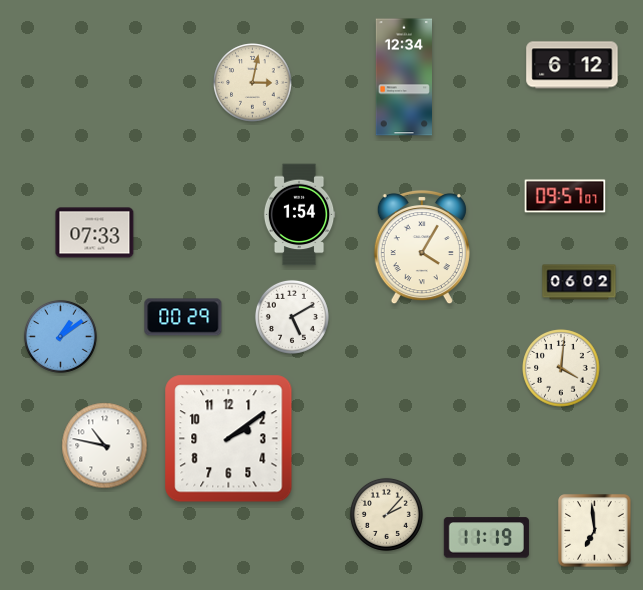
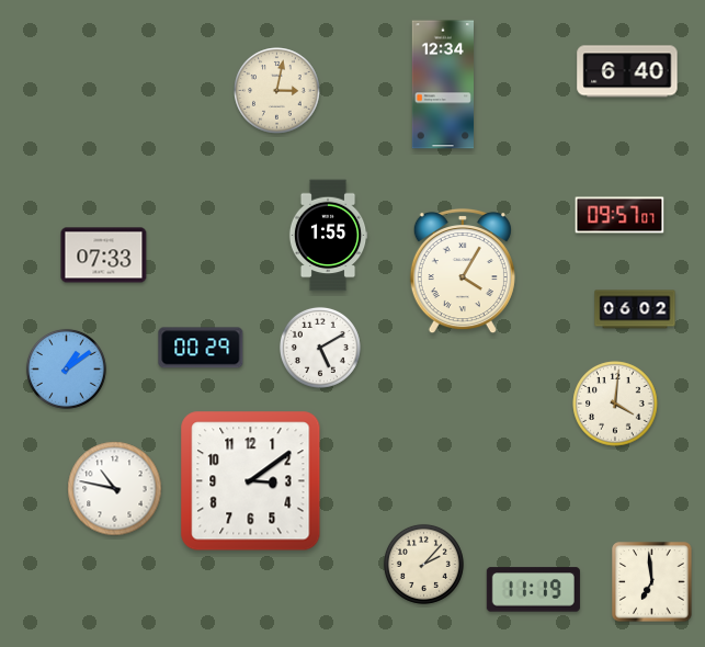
clock at (572, 65): 6:12 -> 6:40
clock at (299, 215): 1:54 -> 1:55
clock at (229, 439): 2:09 -> 3:09
